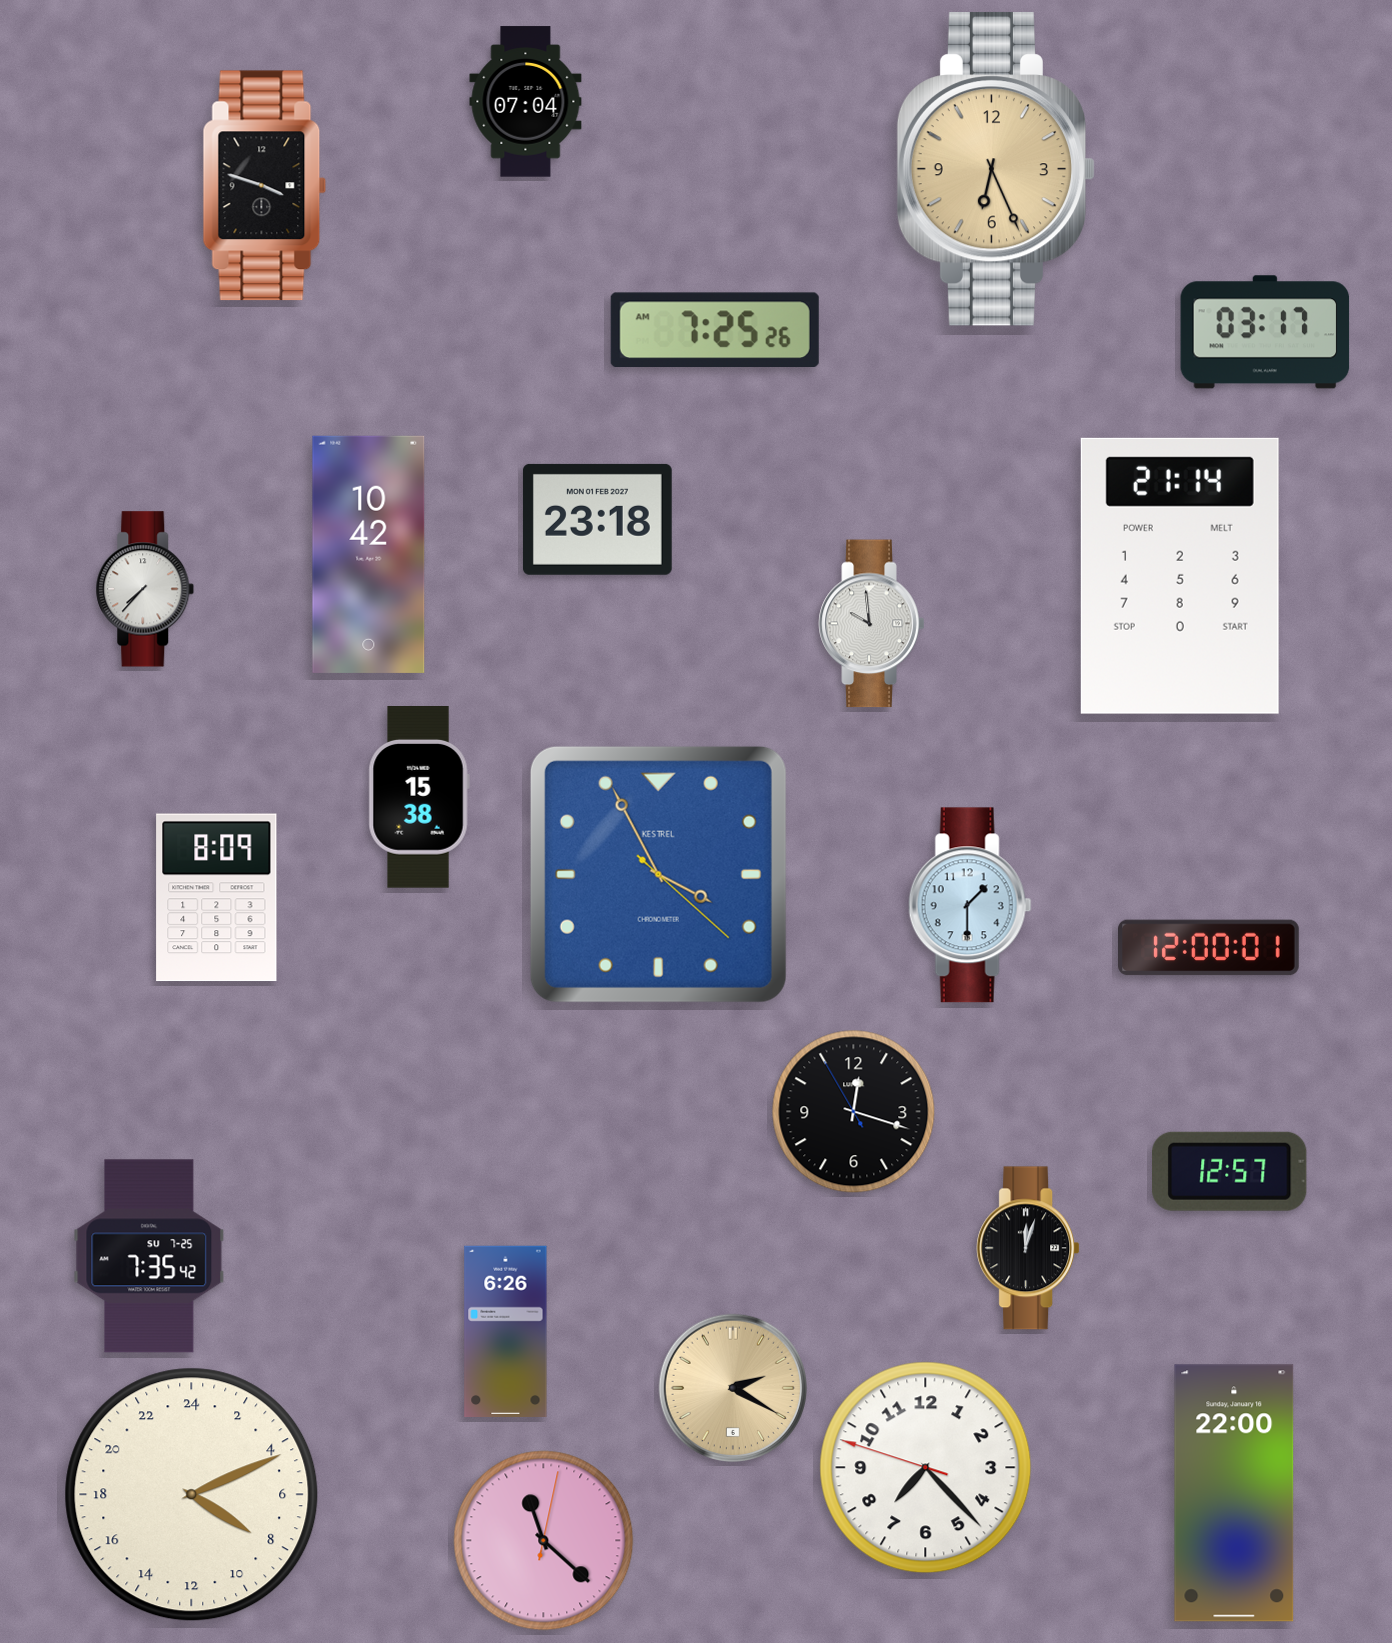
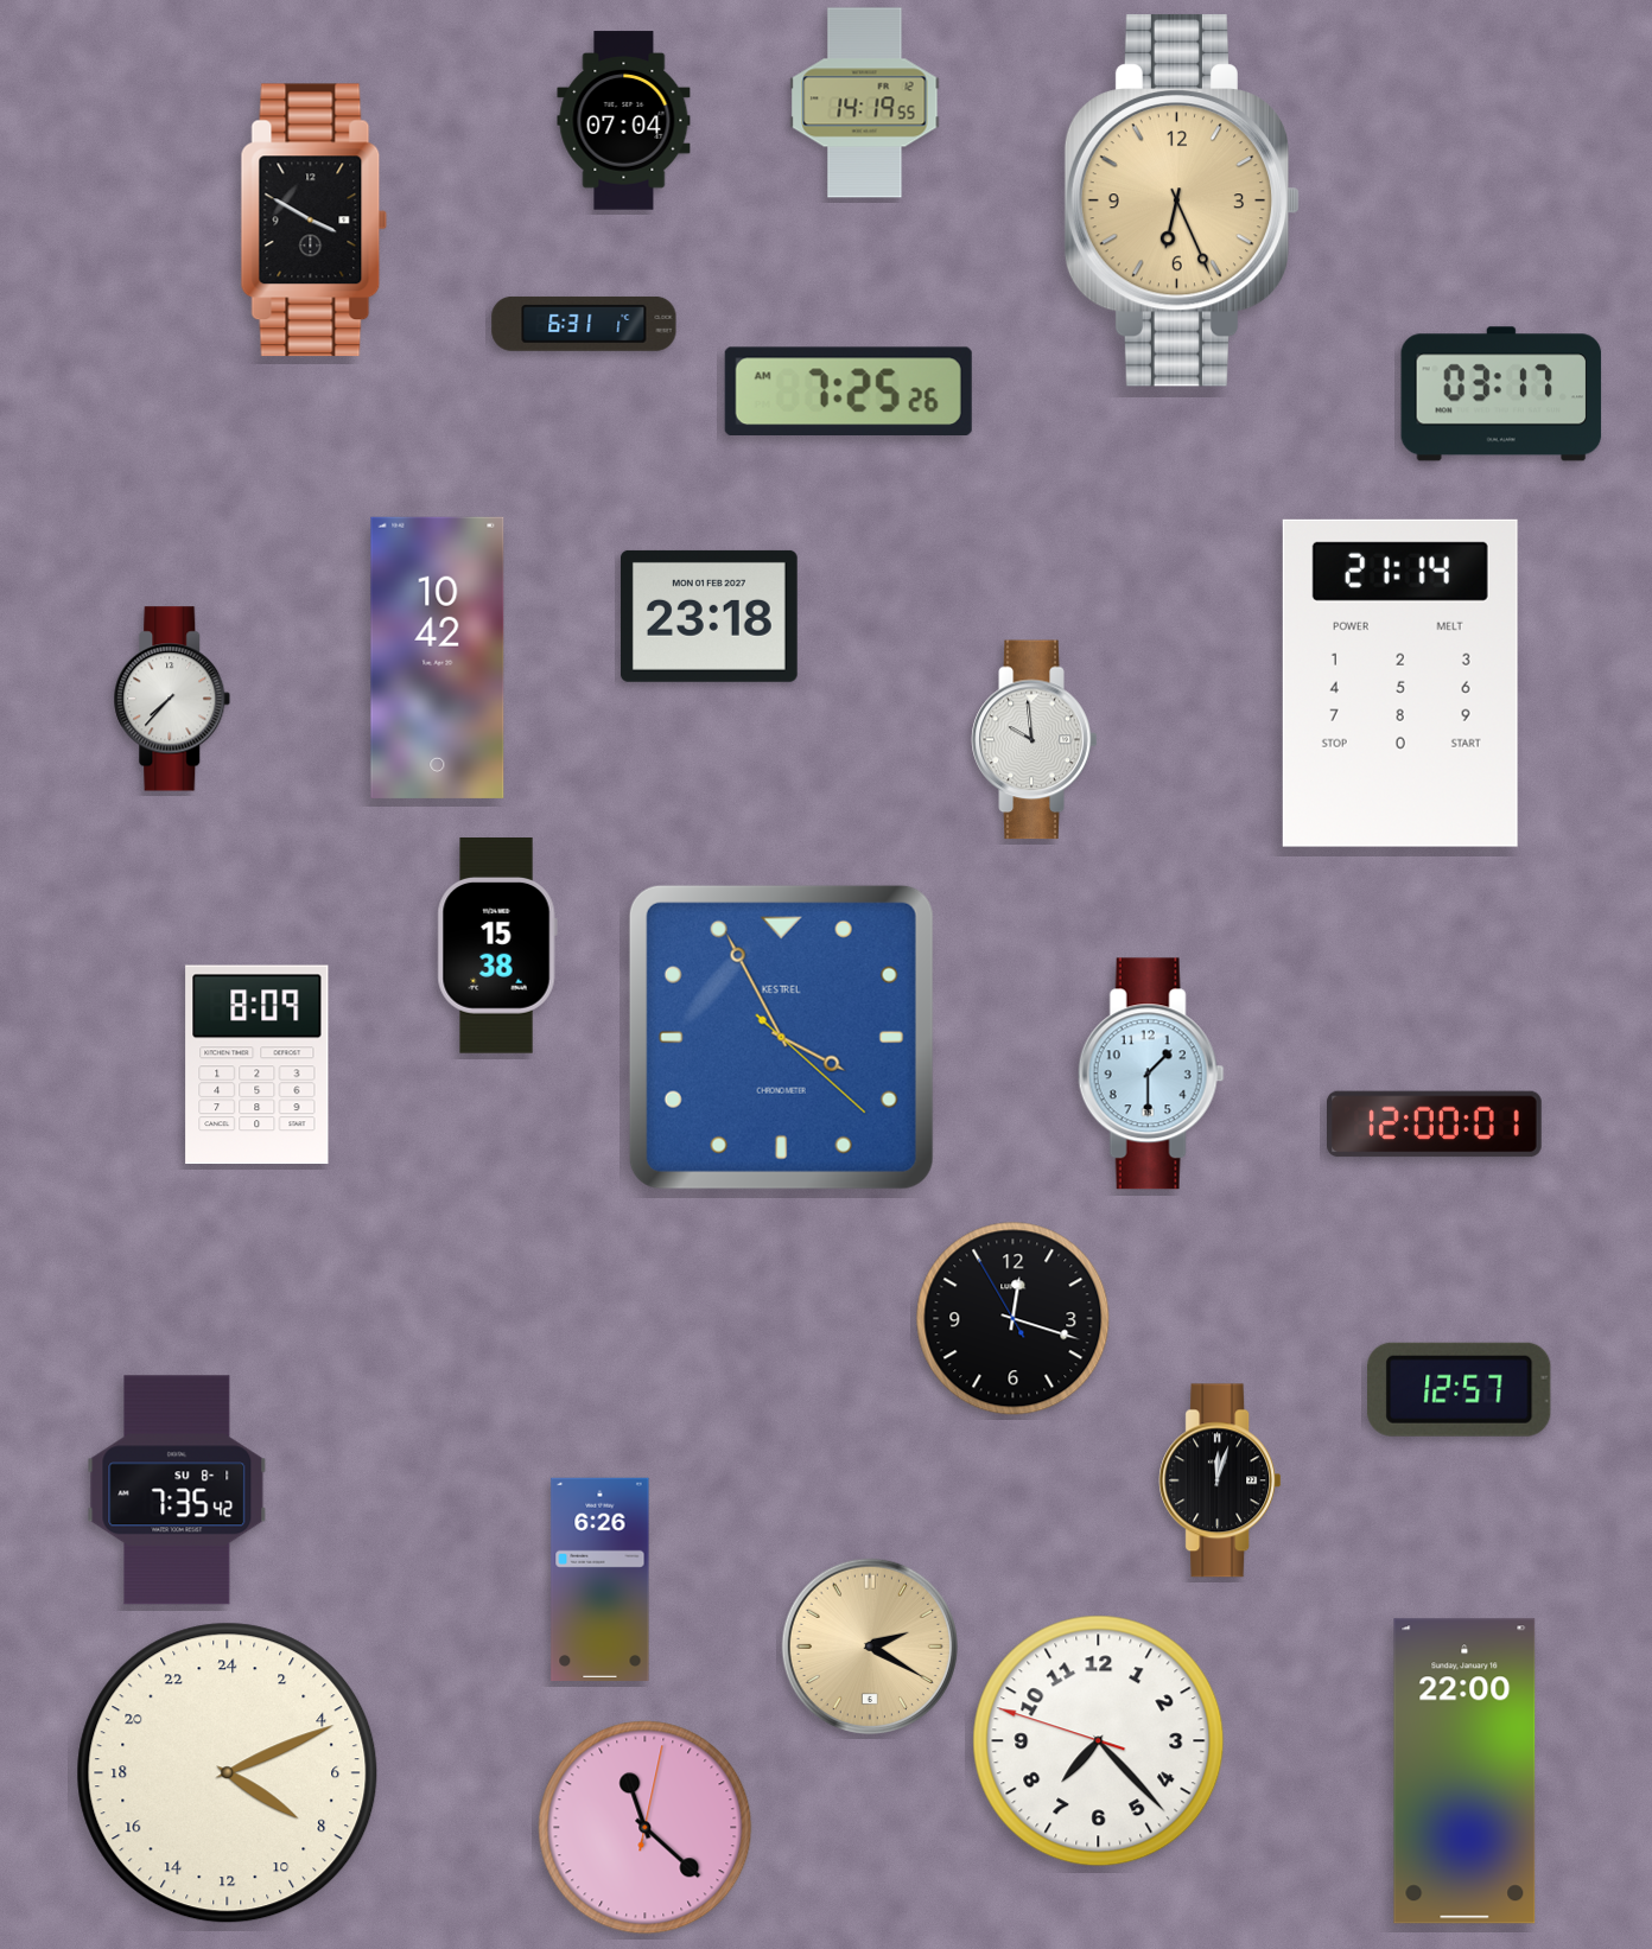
clock at (865, 103): none -> 14:19
clock at (265, 186): 3:48 -> 3:50
clock at (584, 324): none -> 6:31
clock at (149, 1256) date: SU 7-25 -> SU 8-1
